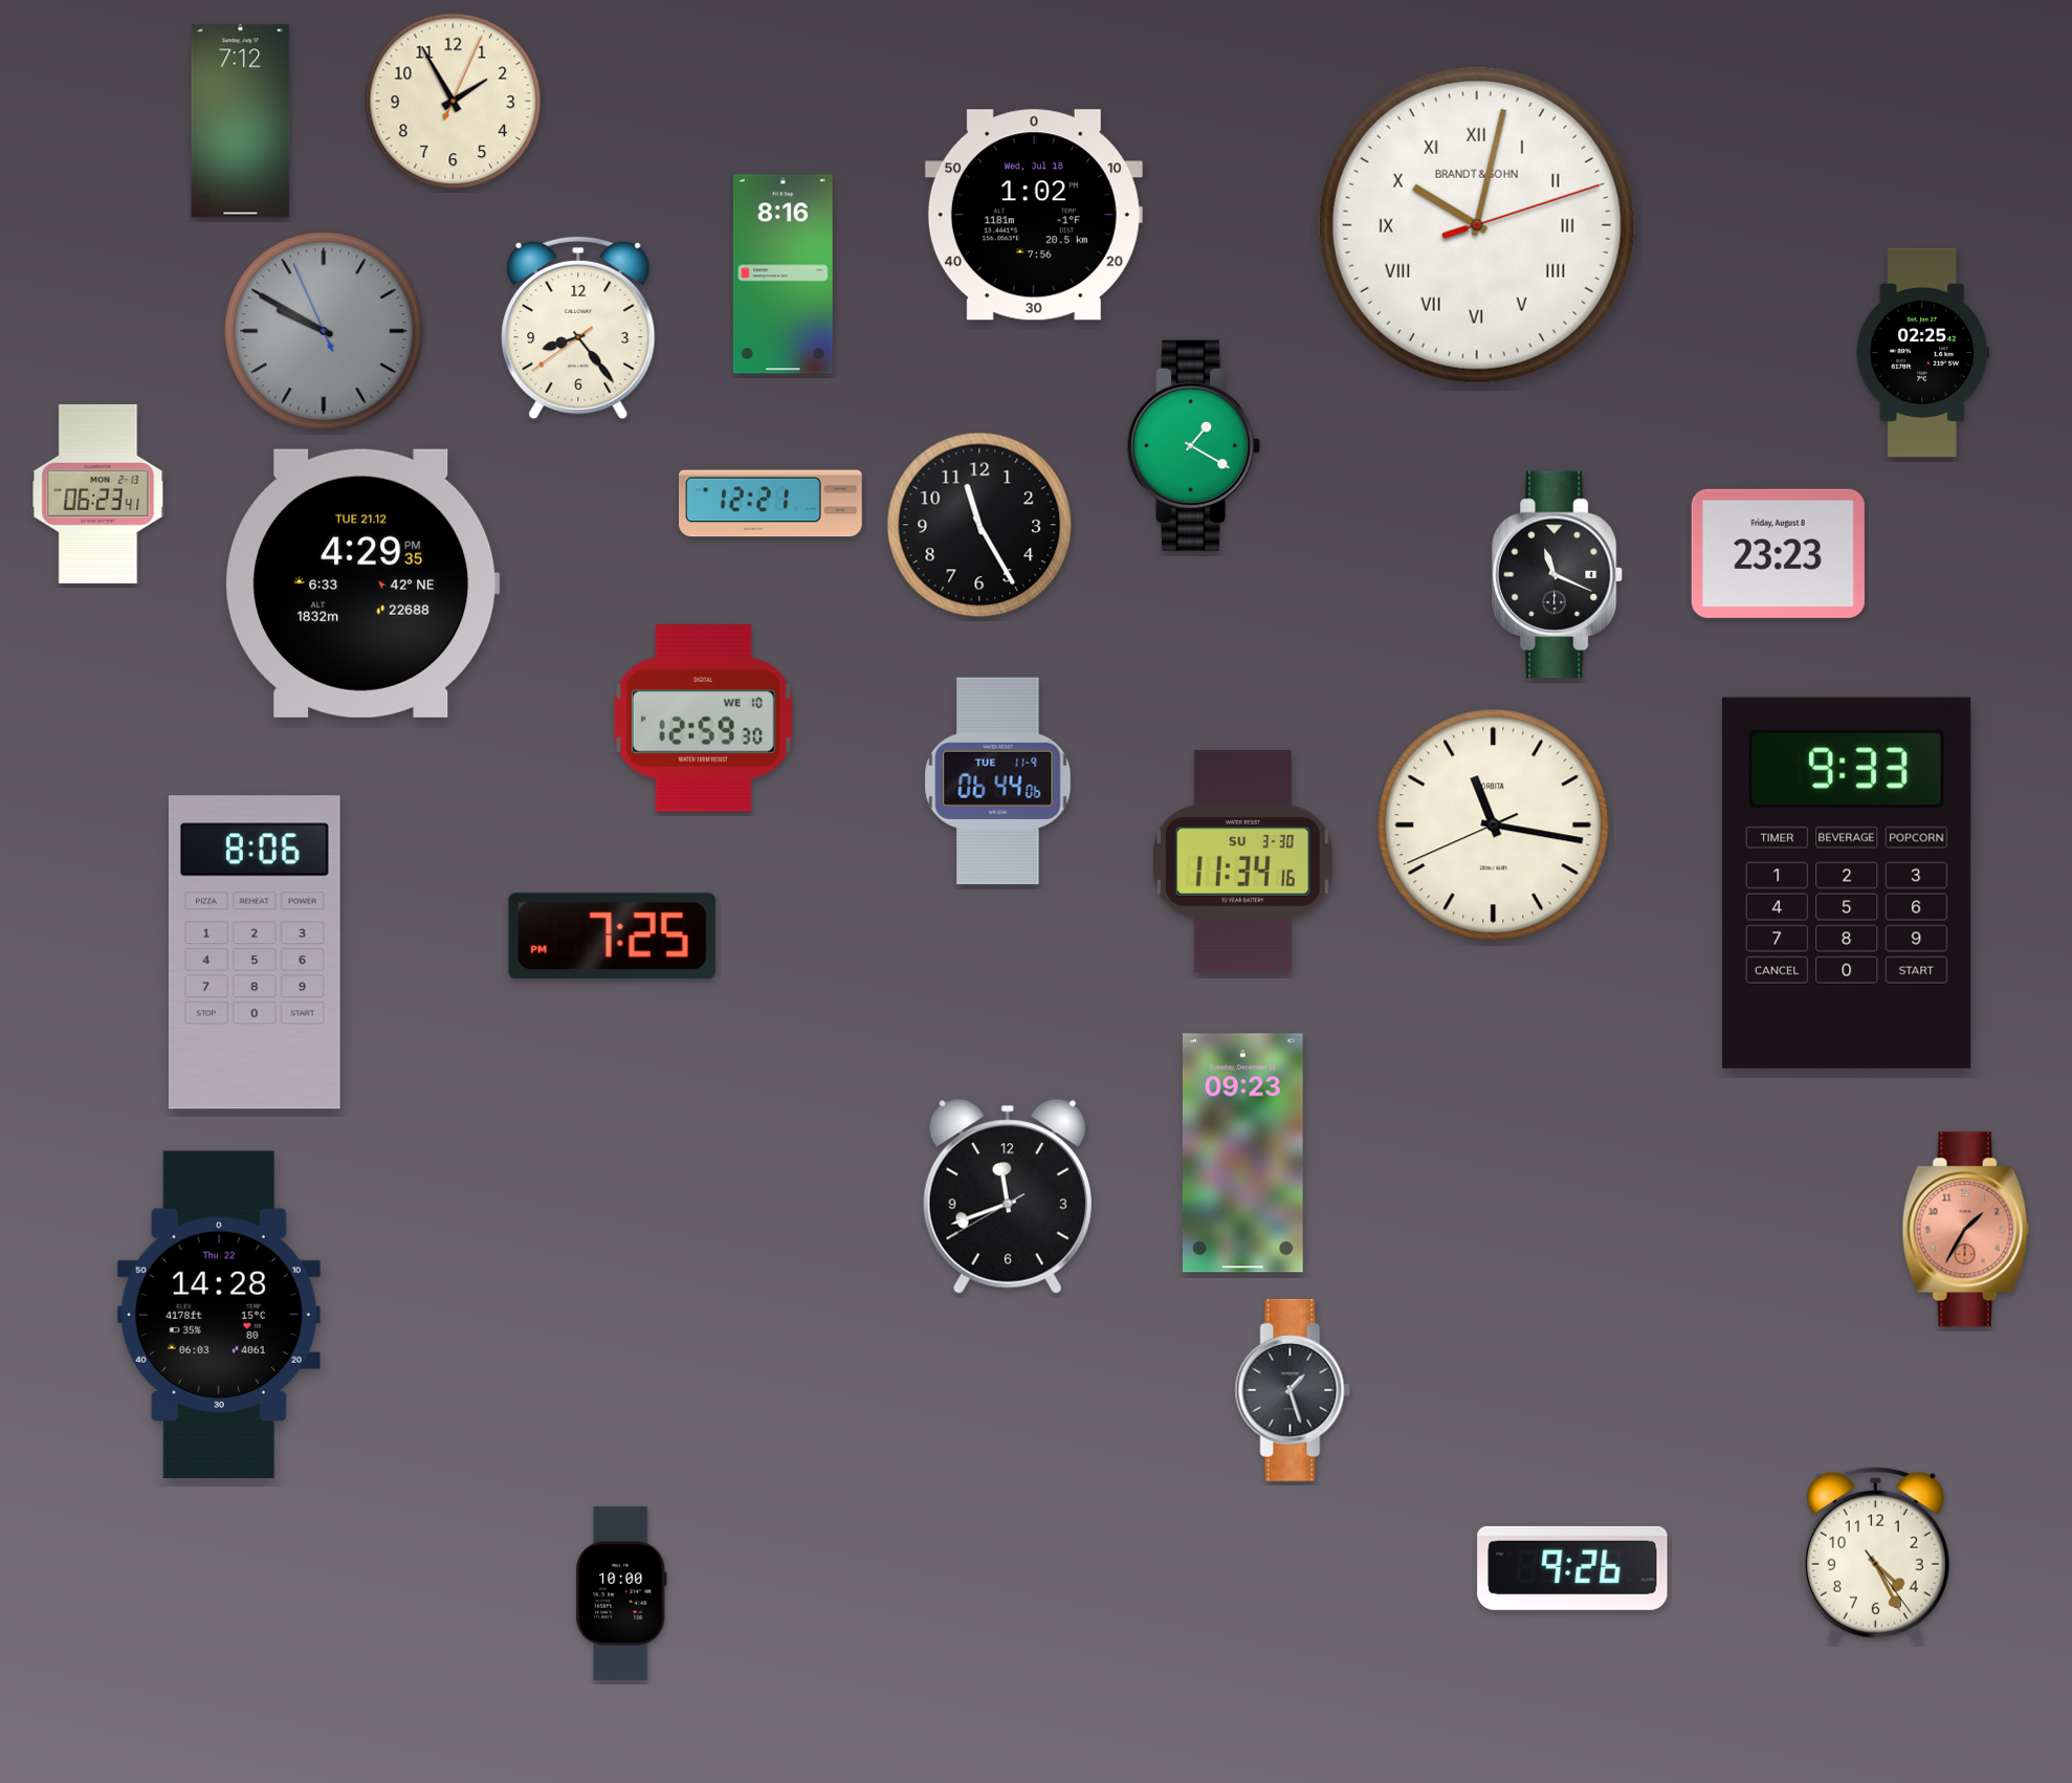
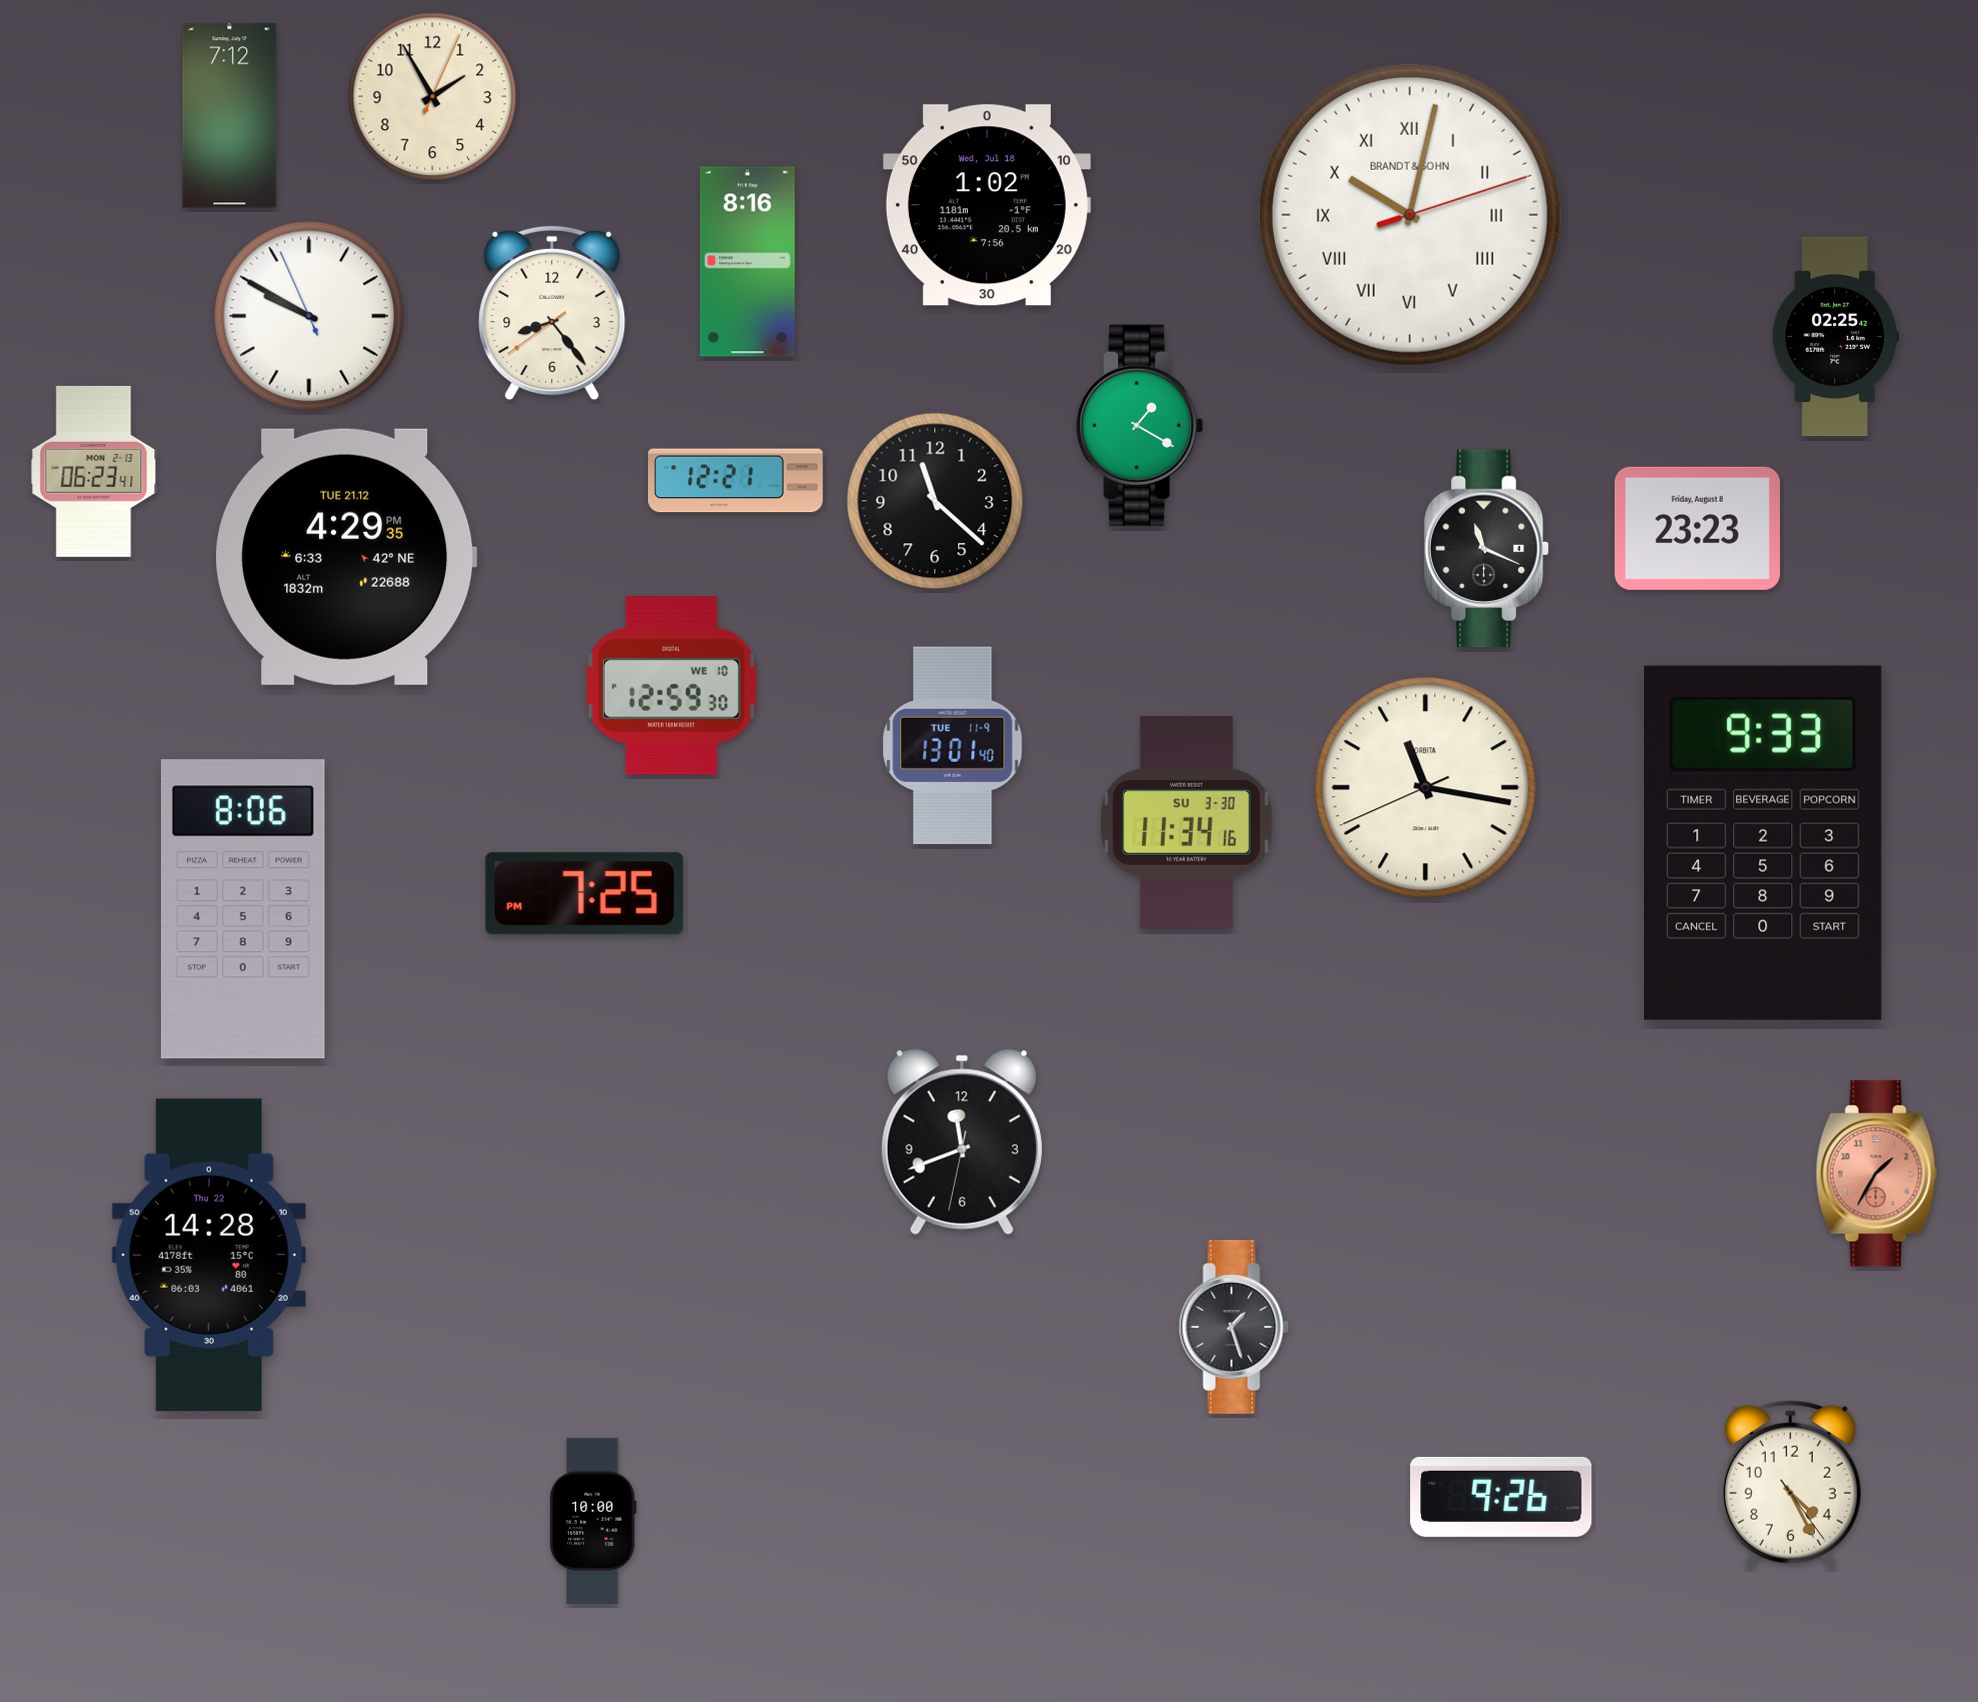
clock at (324, 331) dial: grey -> white
clock at (979, 525): 11:25 -> 11:22
clock at (998, 782): 06:44 -> 13:01
clock at (1242, 1153): 09:23 -> none
clock at (1008, 1196): 11:41:40 -> 11:41:32
